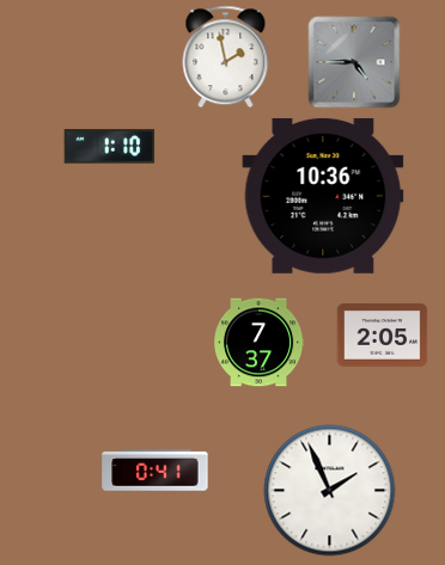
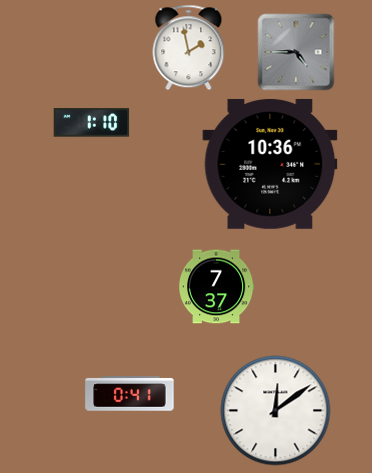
clock at (383, 334): 2:05 -> none
clock at (330, 491): 1:56 -> 12:09
